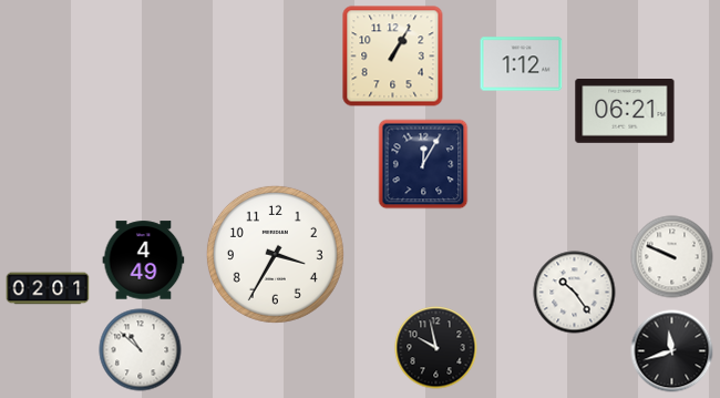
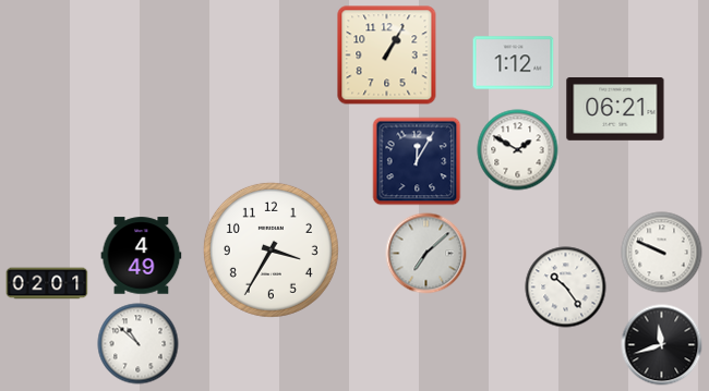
clock at (518, 150): none -> 1:50
clock at (426, 254): none -> 7:08
clock at (436, 348): 9:58 -> none
